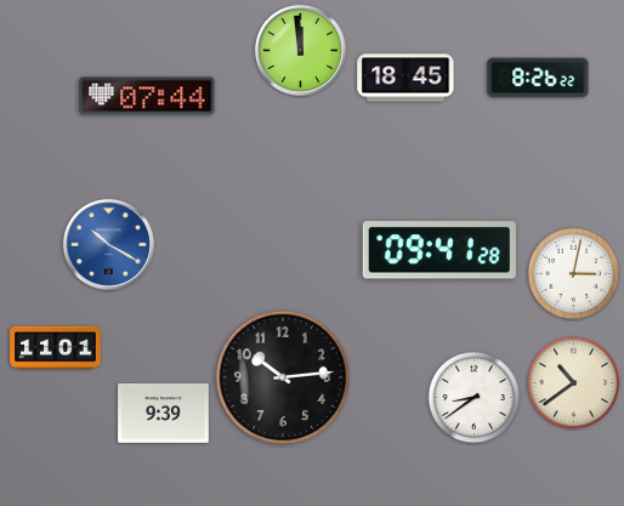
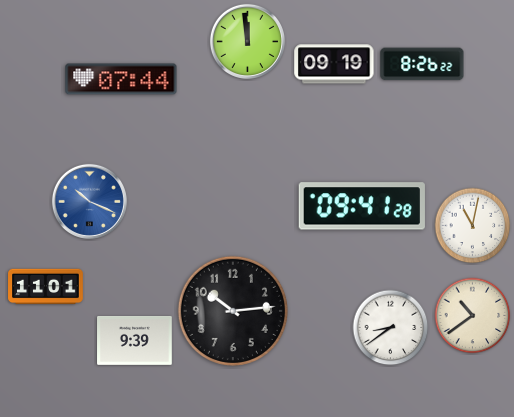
clock at (405, 78): 18:45 -> 09:19
clock at (538, 78) position: (538, 78) -> (422, 64)
clock at (108, 244): 10:20 -> 10:19
clock at (574, 274): 3:02 -> 11:02
